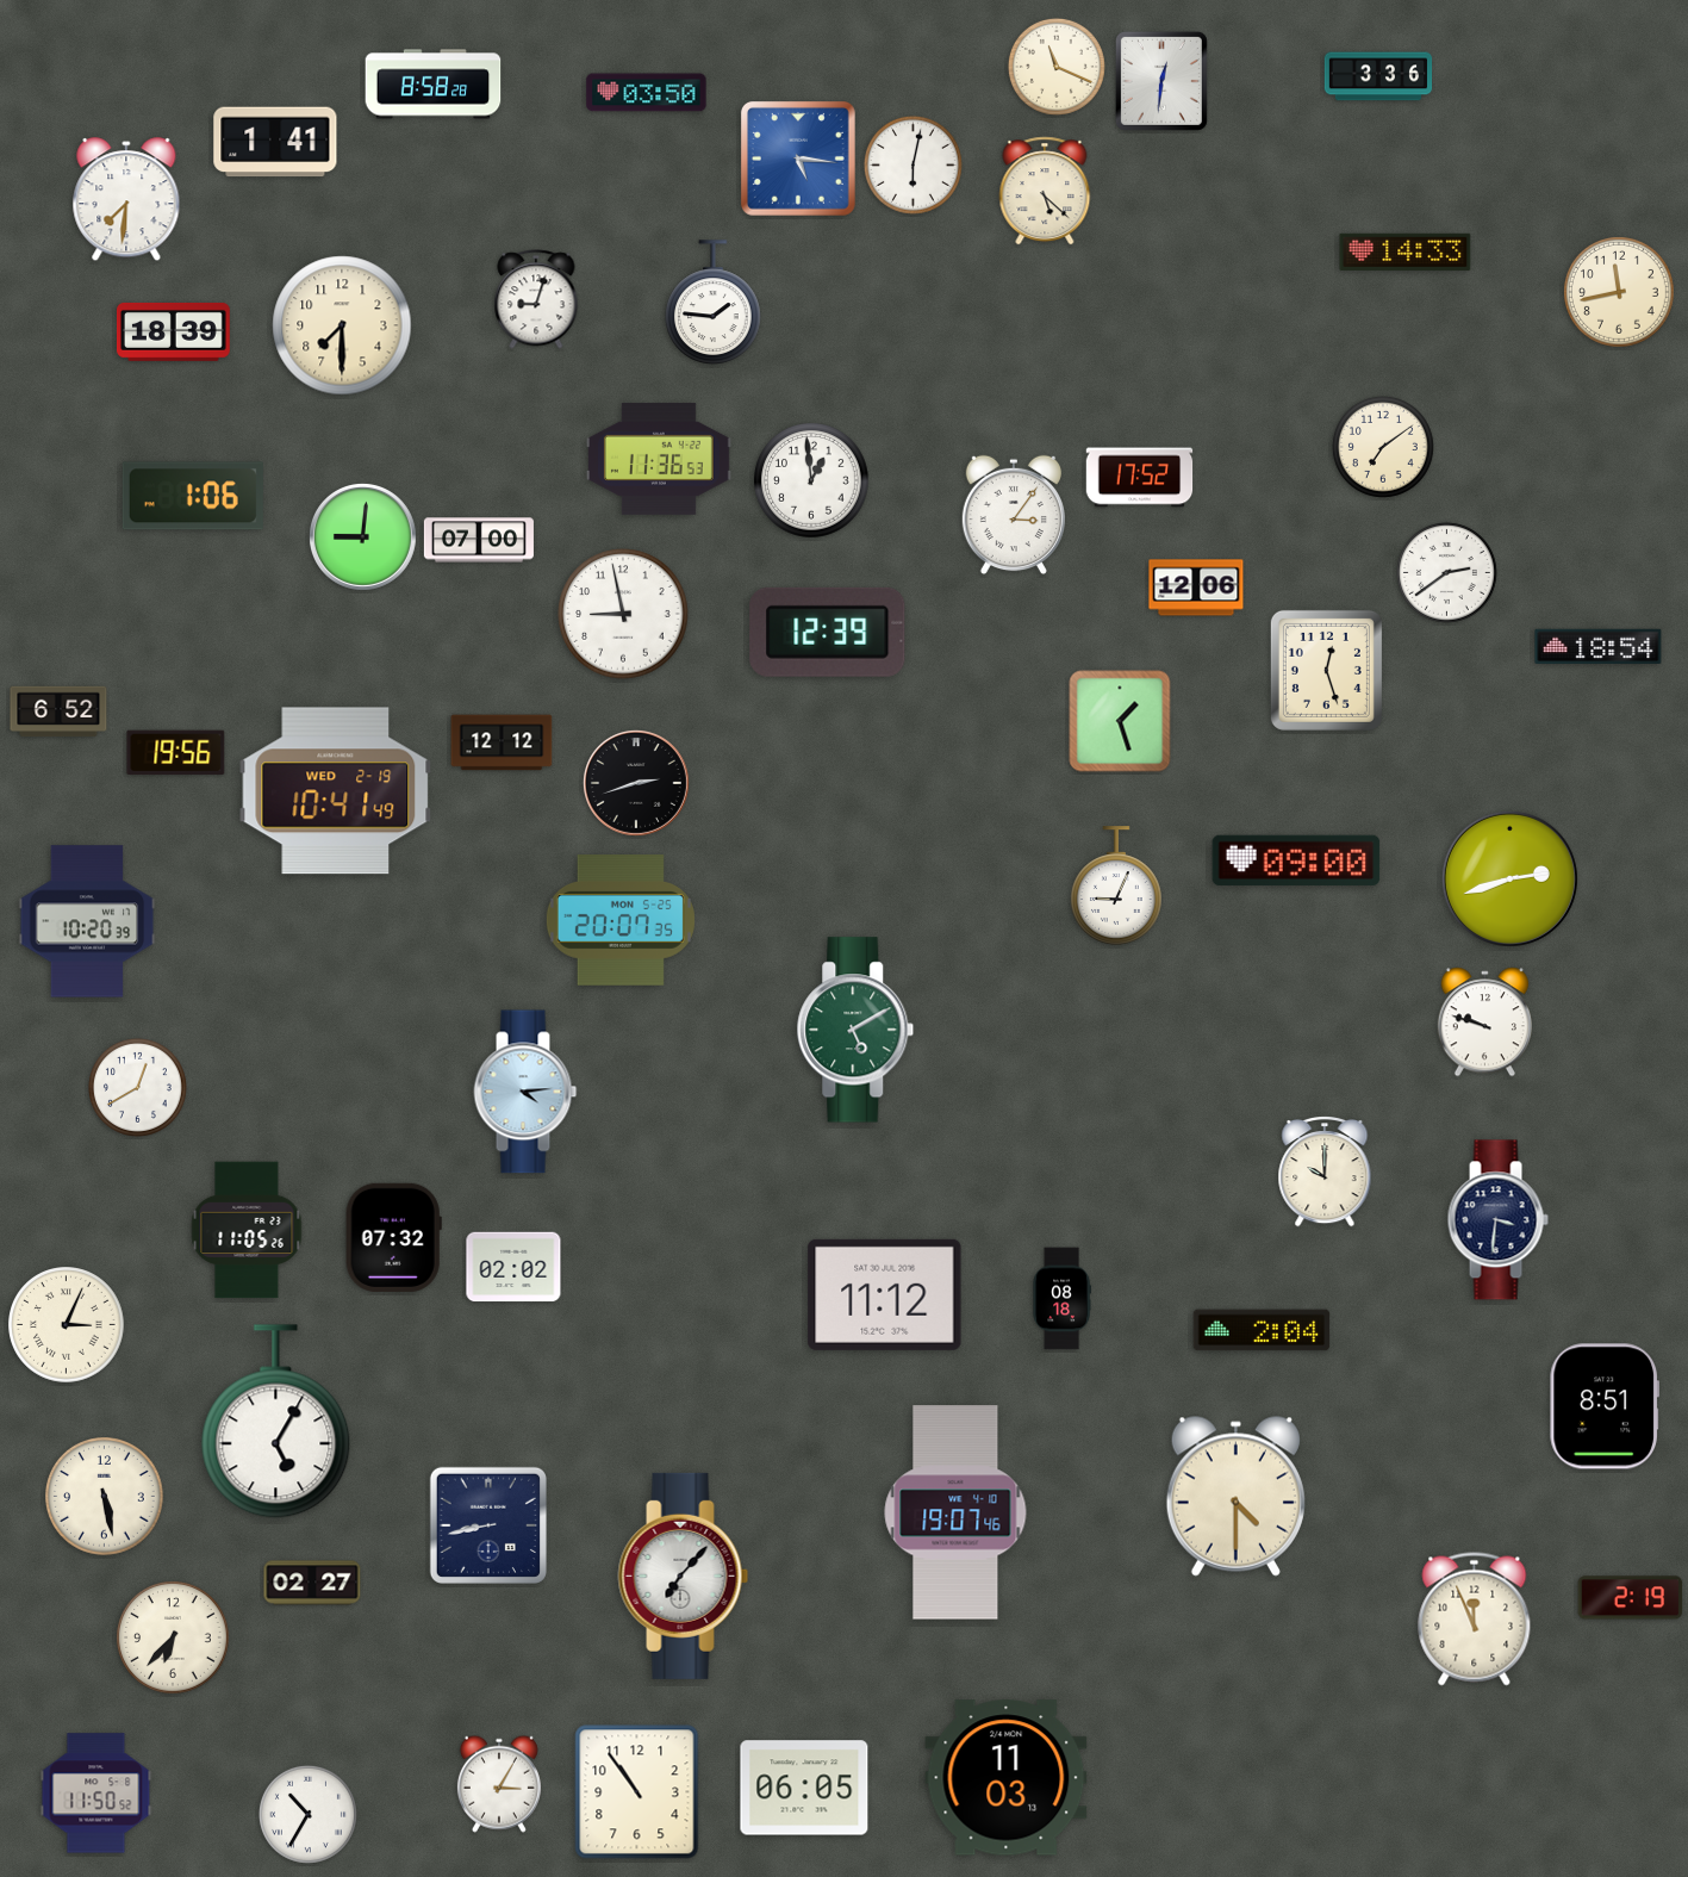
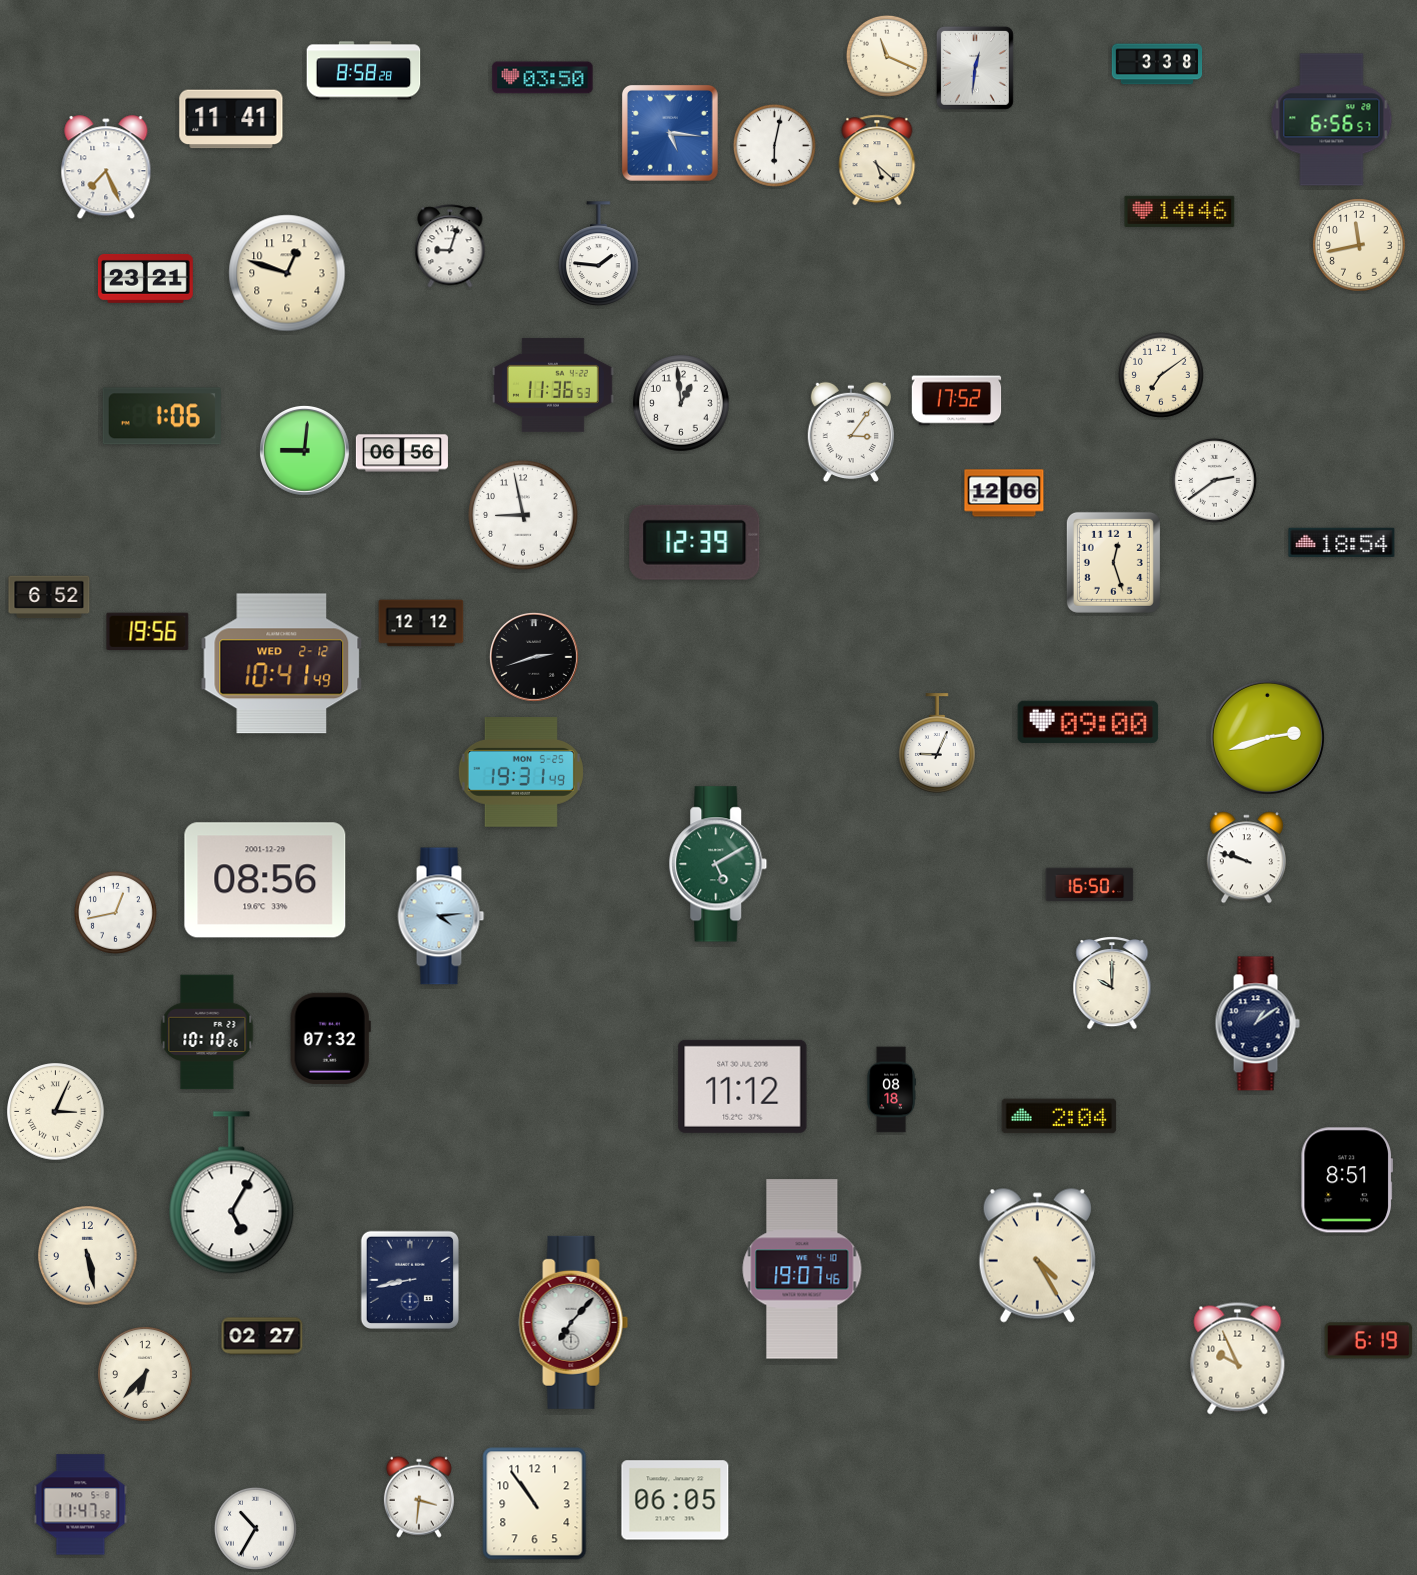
clock at (1378, 76): 3:36 -> 3:38
clock at (275, 142): 1:41 -> 11:41
clock at (1332, 120): none -> 6:56
clock at (912, 164) position: (912, 164) -> (774, 145)
clock at (126, 200): 7:31 -> 7:26
clock at (1406, 251): 14:33 -> 14:46
clock at (536, 299) position: (536, 299) -> (450, 246)
clock at (342, 325): 7:30 -> 12:48
clock at (173, 331): 18:39 -> 23:21
clock at (479, 540): 07:00 -> 06:56
clock at (828, 632) position: (828, 632) -> (695, 542)
clock at (1120, 721): 1:27 -> none
clock at (336, 791) date: WED 2-19 -> WED 2-12
clock at (621, 920): 20:07 -> 19:31
clock at (87, 921): 10:20 -> none
clock at (265, 880): none -> 08:56
clock at (1090, 885): none -> 16:50
clock at (137, 1087): 12:40 -> 12:43
clock at (1497, 1220): 3:31 -> 1:09
clock at (247, 1230): 11:05 -> 10:10
clock at (513, 1267): 02:02 -> none
clock at (1235, 1496): 4:30 -> 4:25
clock at (312, 1583) position: (312, 1583) -> (262, 1336)
clock at (1631, 1598): 2:19 -> 6:19
clock at (1475, 1620): 11:56 -> 9:56
clock at (1007, 1778): 11:03 -> none
clock at (499, 1784): 3:05 -> 3:31
clock at (96, 1794): 11:50 -> 11:47
clock at (307, 1814) position: (307, 1814) -> (255, 1528)
